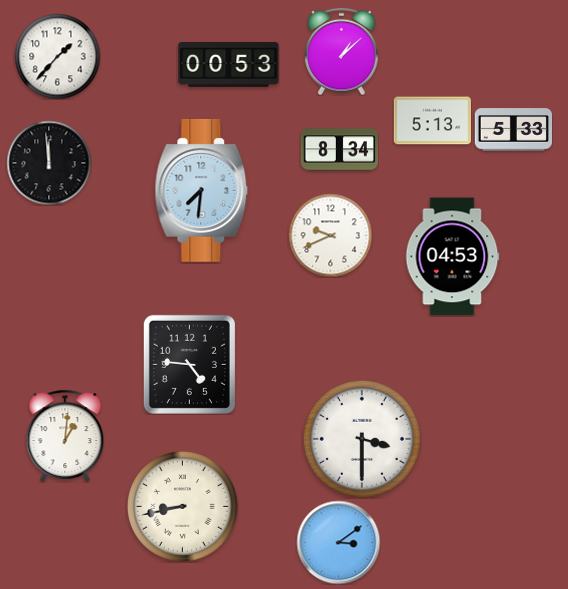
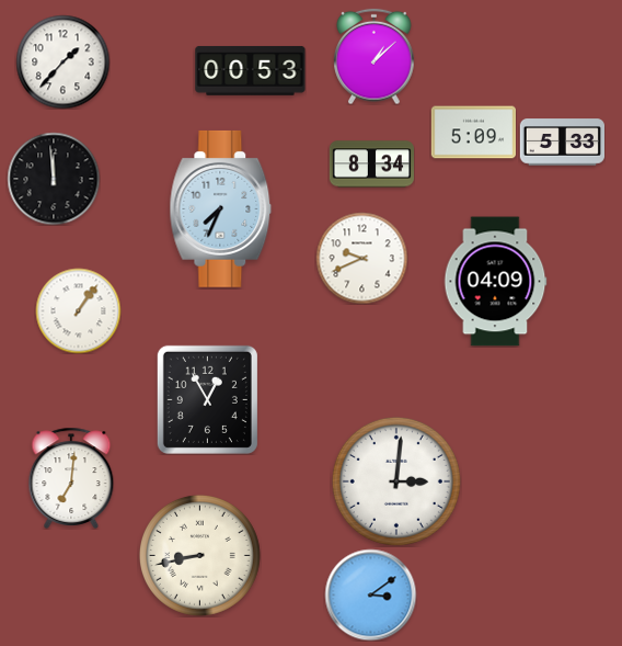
clock at (432, 121): 5:13 -> 5:09
clock at (202, 190): 7:31 -> 7:34
clock at (452, 257): 04:53 -> 04:09
clock at (78, 310): none -> 1:06
clock at (189, 364): 4:46 -> 12:55
clock at (65, 435): 1:01 -> 7:01
clock at (362, 439): 3:30 -> 3:01
